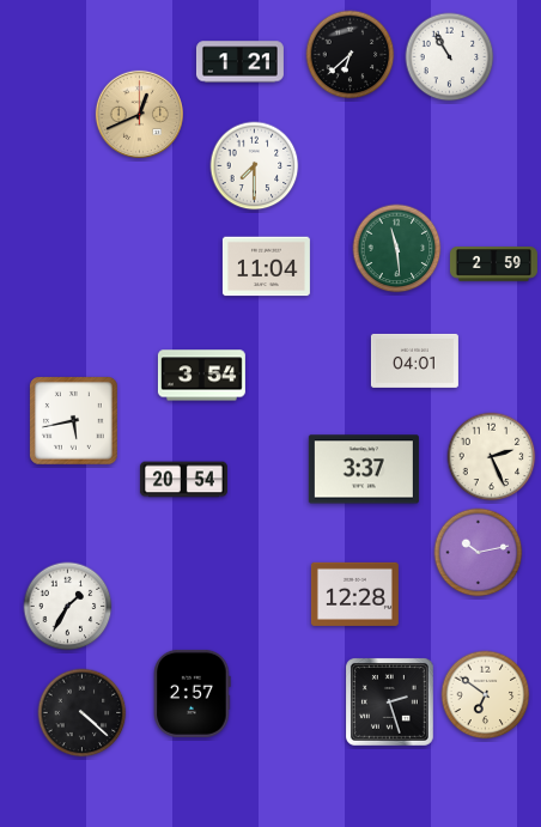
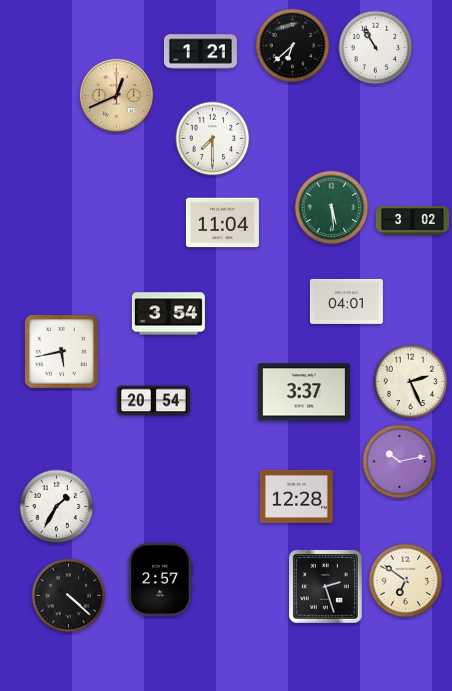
clock at (397, 249): 11:29 -> 5:29
clock at (493, 264): 2:59 -> 3:02
